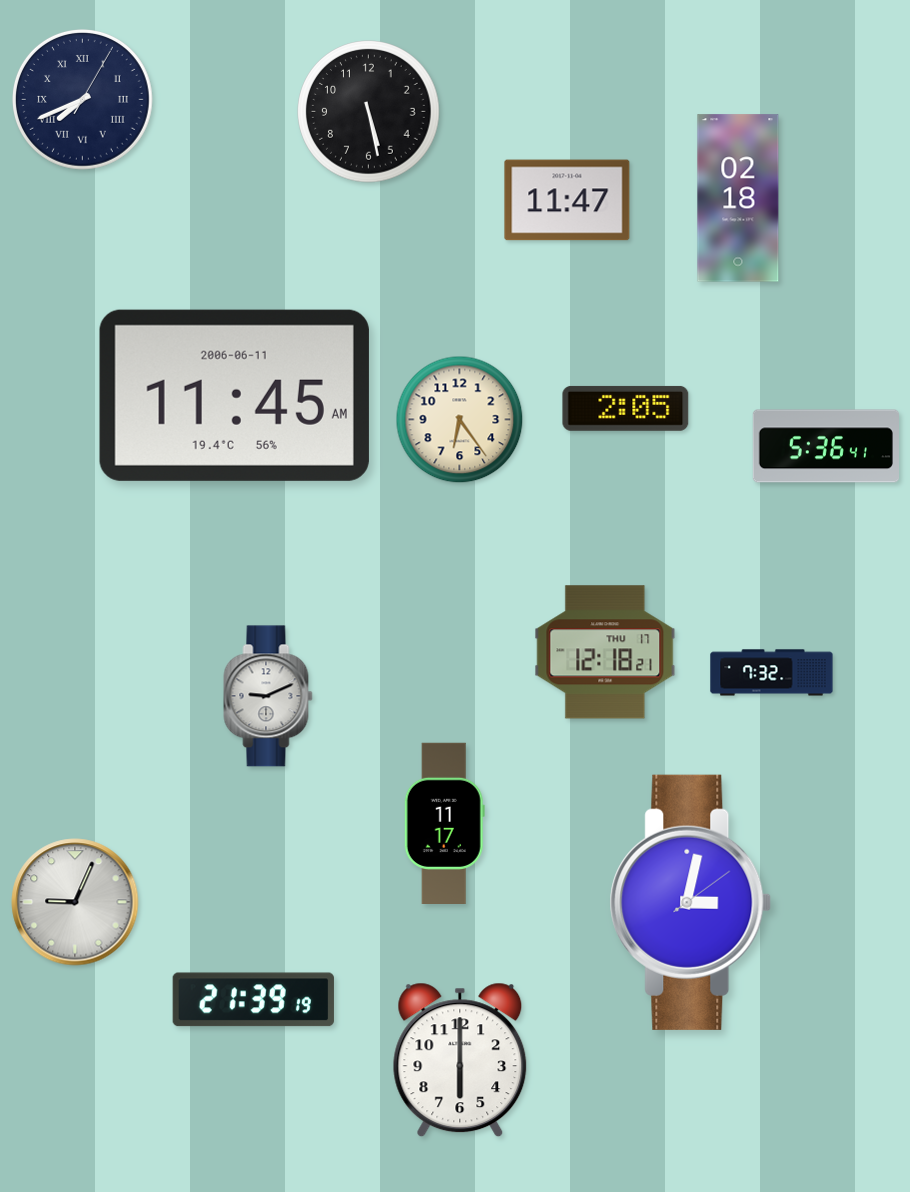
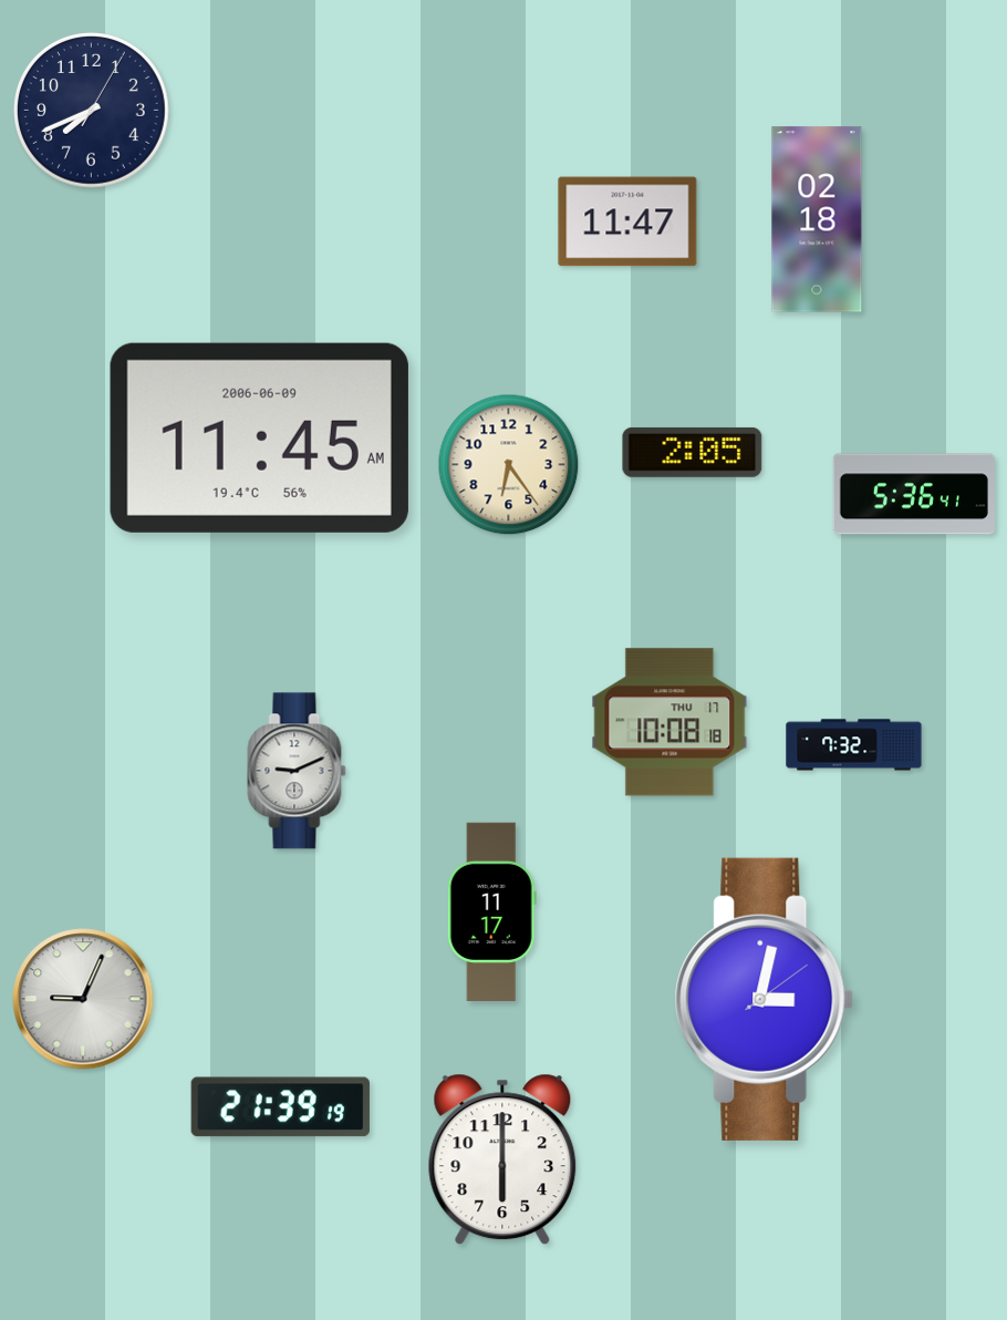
clock at (83, 100) numerals: Roman -> Arabic
clock at (369, 112): 5:28 -> none
clock at (234, 395) date: 2006-06-11 -> 2006-06-09
clock at (605, 652): 12:18 -> 10:08
clock at (460, 1060) position: (460, 1060) -> (502, 1159)
